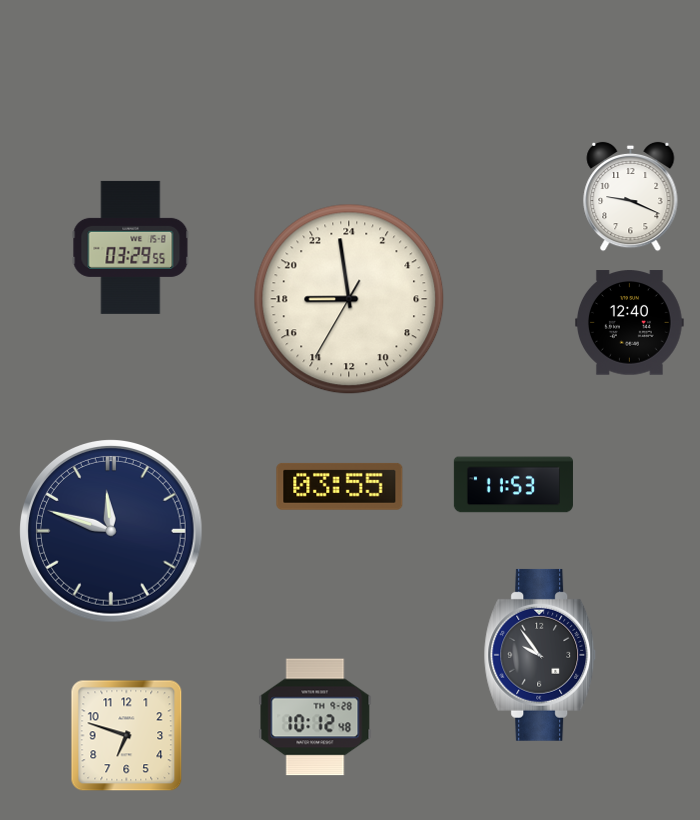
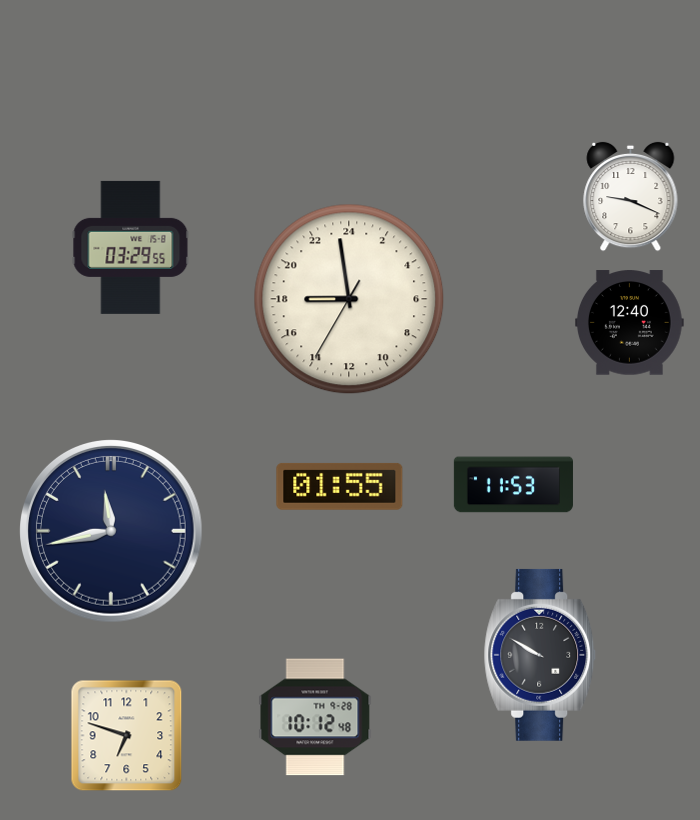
clock at (340, 486): 03:55 -> 01:55
clock at (112, 532): 11:48 -> 11:43
clock at (540, 655): 9:54 -> 9:50
